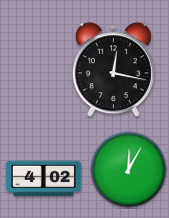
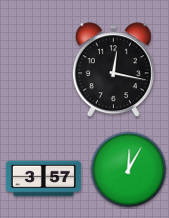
clock at (43, 179): 4:02 -> 3:57
